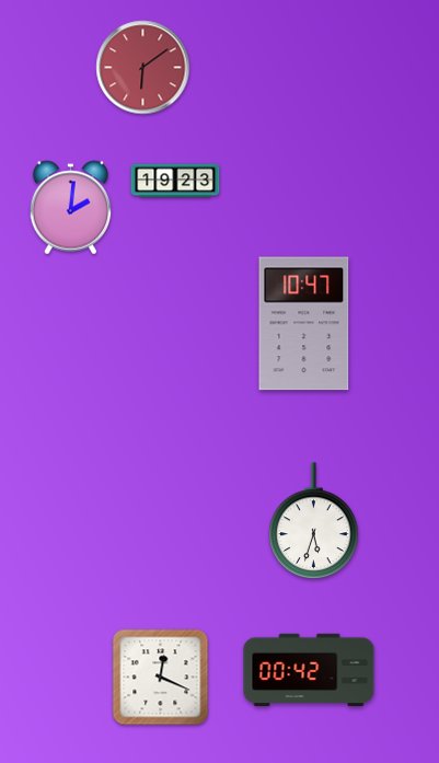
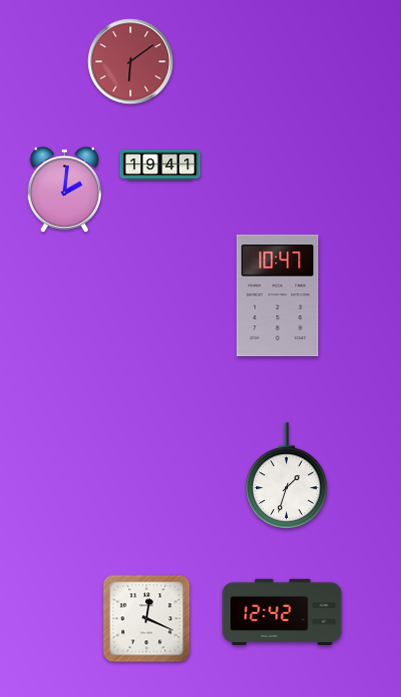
clock at (175, 181): 19:23 -> 19:41
clock at (314, 520): 5:33 -> 1:33
clock at (309, 670): 00:42 -> 12:42
